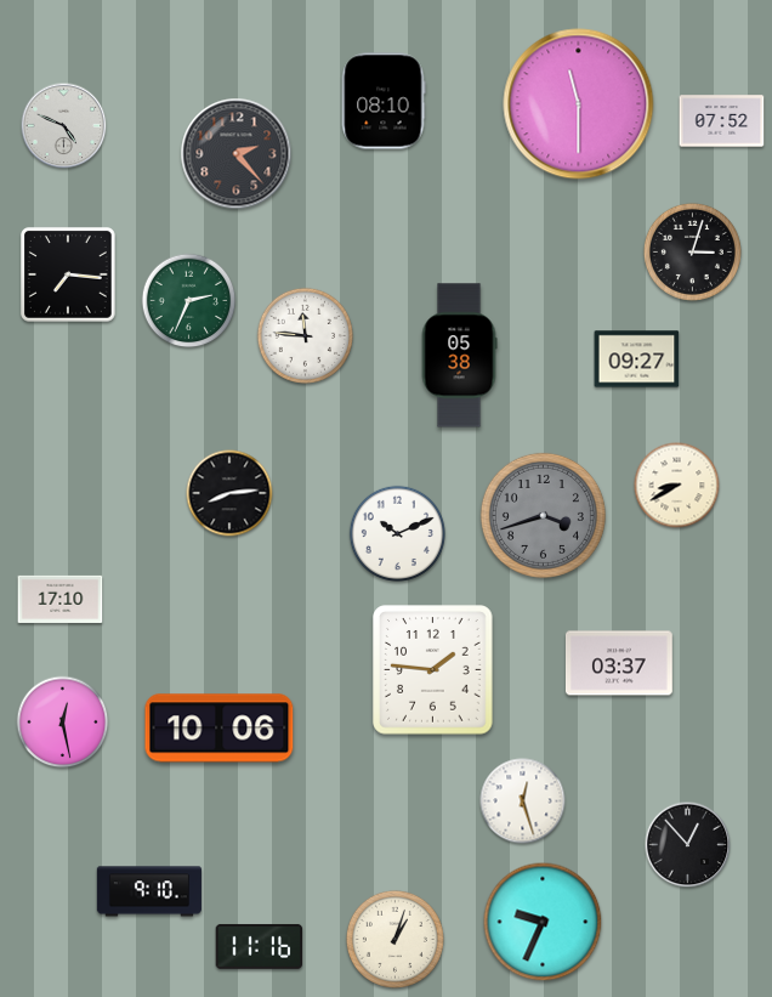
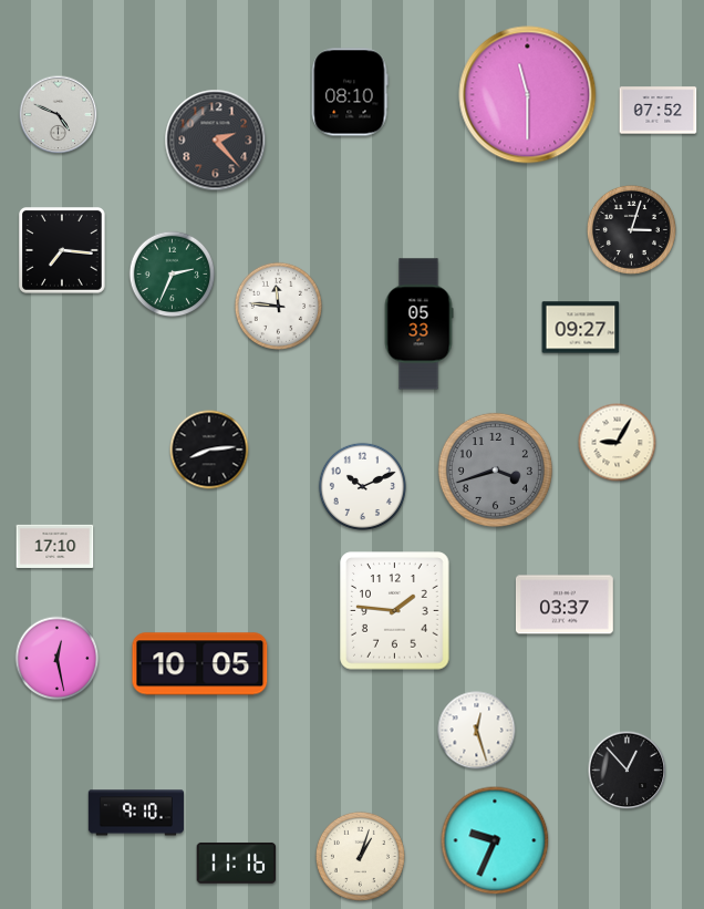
clock at (459, 356): 05:38 -> 05:33
clock at (677, 486): 8:40 -> 9:05
clock at (220, 729): 10:06 -> 10:05
